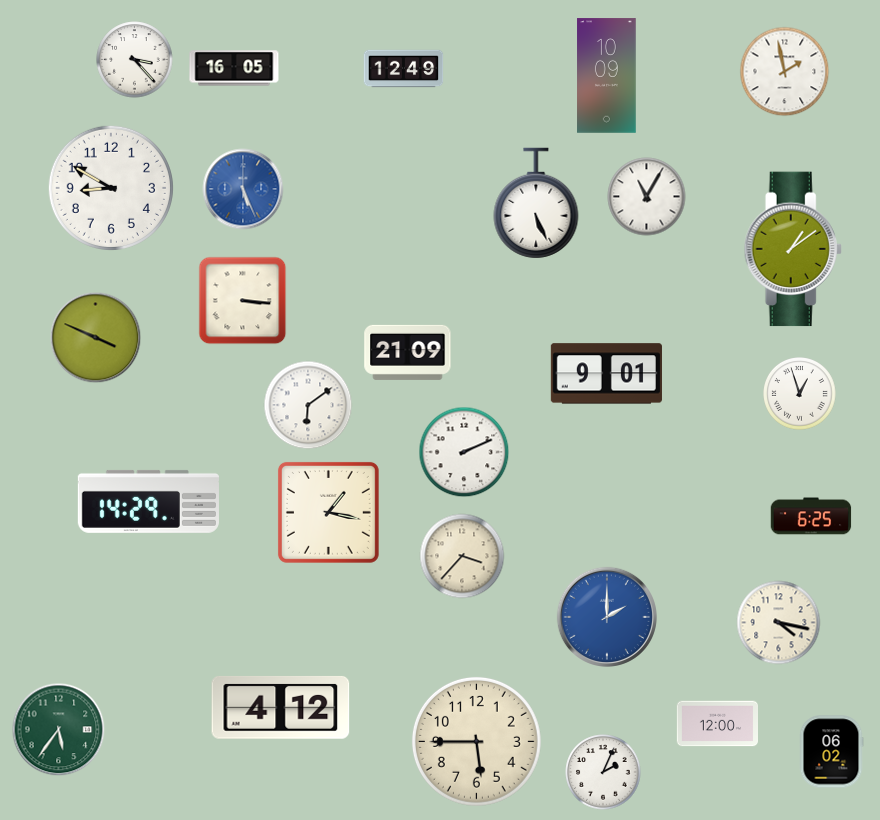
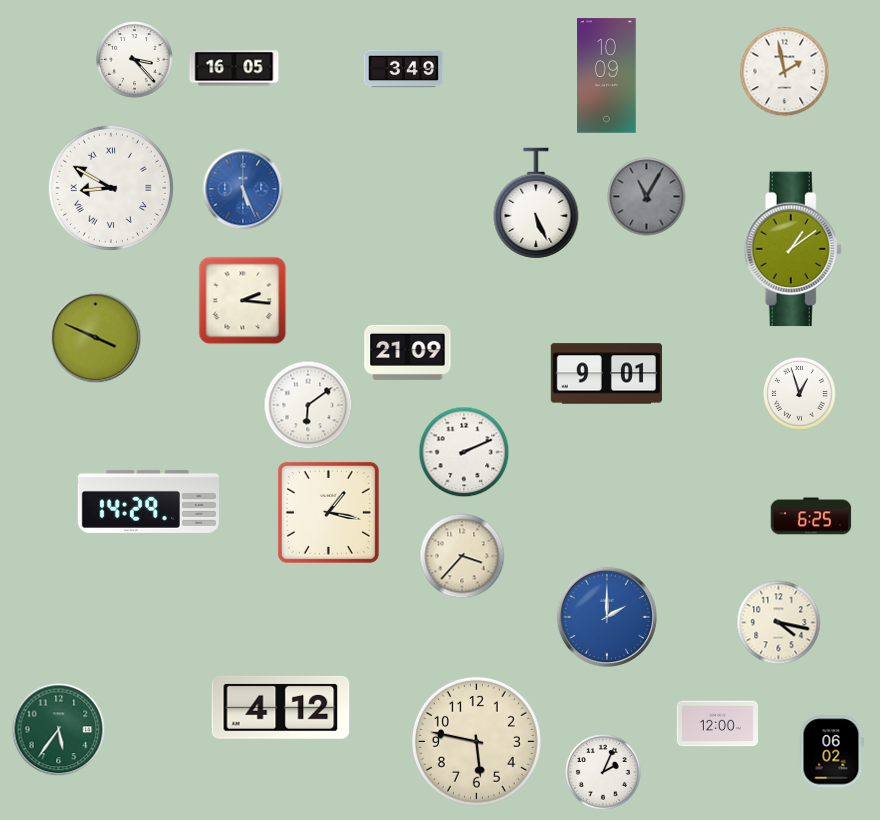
clock at (404, 69): 12:49 -> 3:49
clock at (111, 188) numerals: Arabic -> Roman
clock at (647, 197) dial: white -> grey
clock at (243, 301): 3:16 -> 2:16
clock at (476, 741): 5:45 -> 5:47
